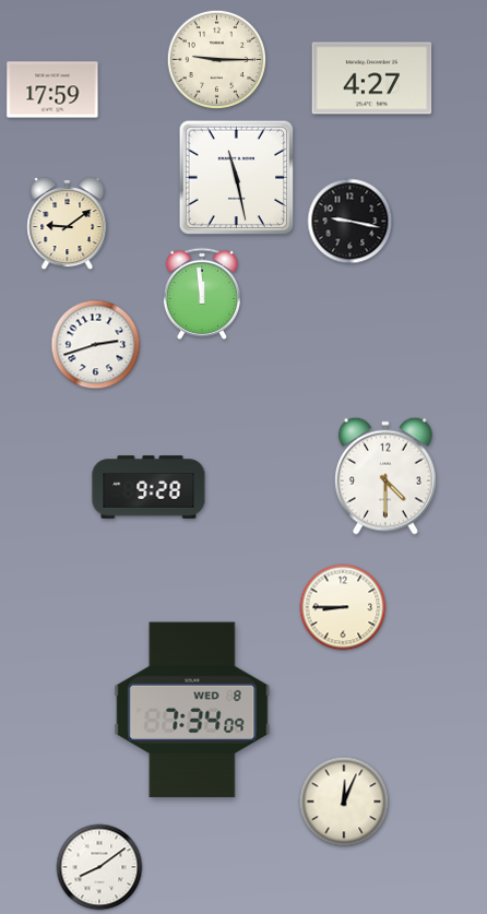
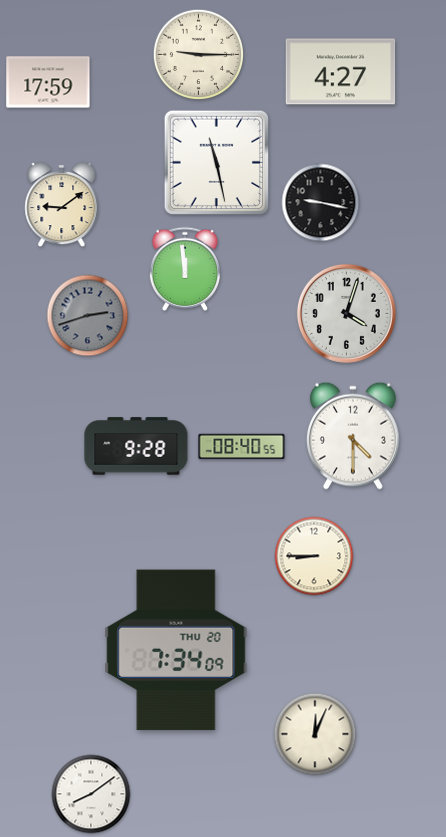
clock at (346, 313): none -> 4:03
clock at (96, 345) dial: white -> grey
clock at (242, 447): none -> 08:40
clock at (192, 710) date: WED 8 -> THU 20
